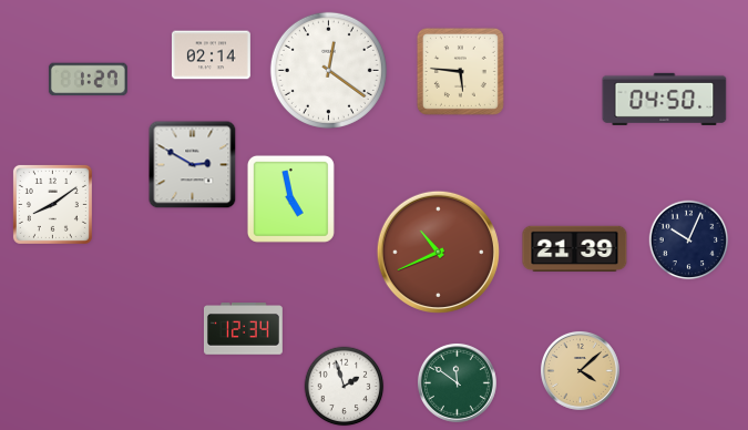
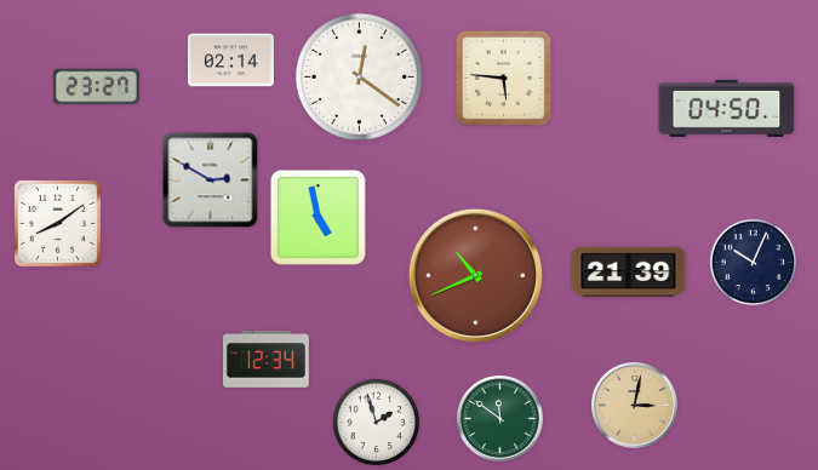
clock at (88, 80): 1:27 -> 23:27
clock at (438, 252) position: (438, 252) -> (475, 275)
clock at (580, 370): 4:08 -> 3:02
